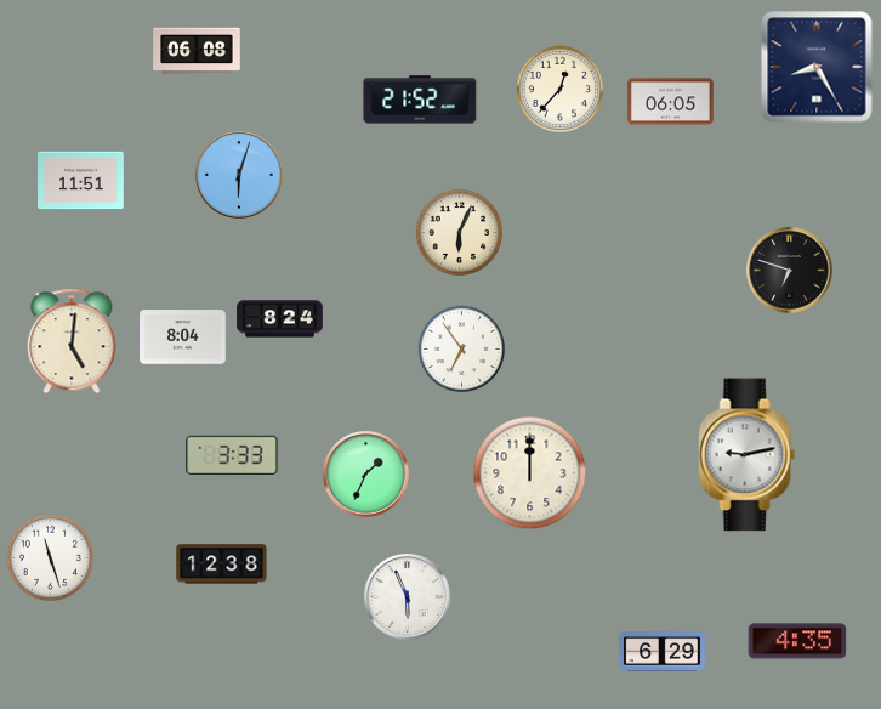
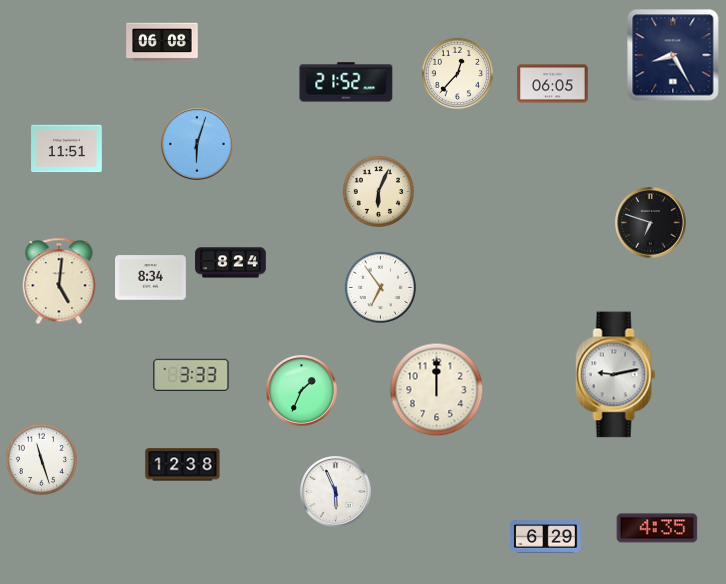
clock at (559, 89) position: (559, 89) -> (457, 73)
clock at (183, 338): 8:04 -> 8:34
